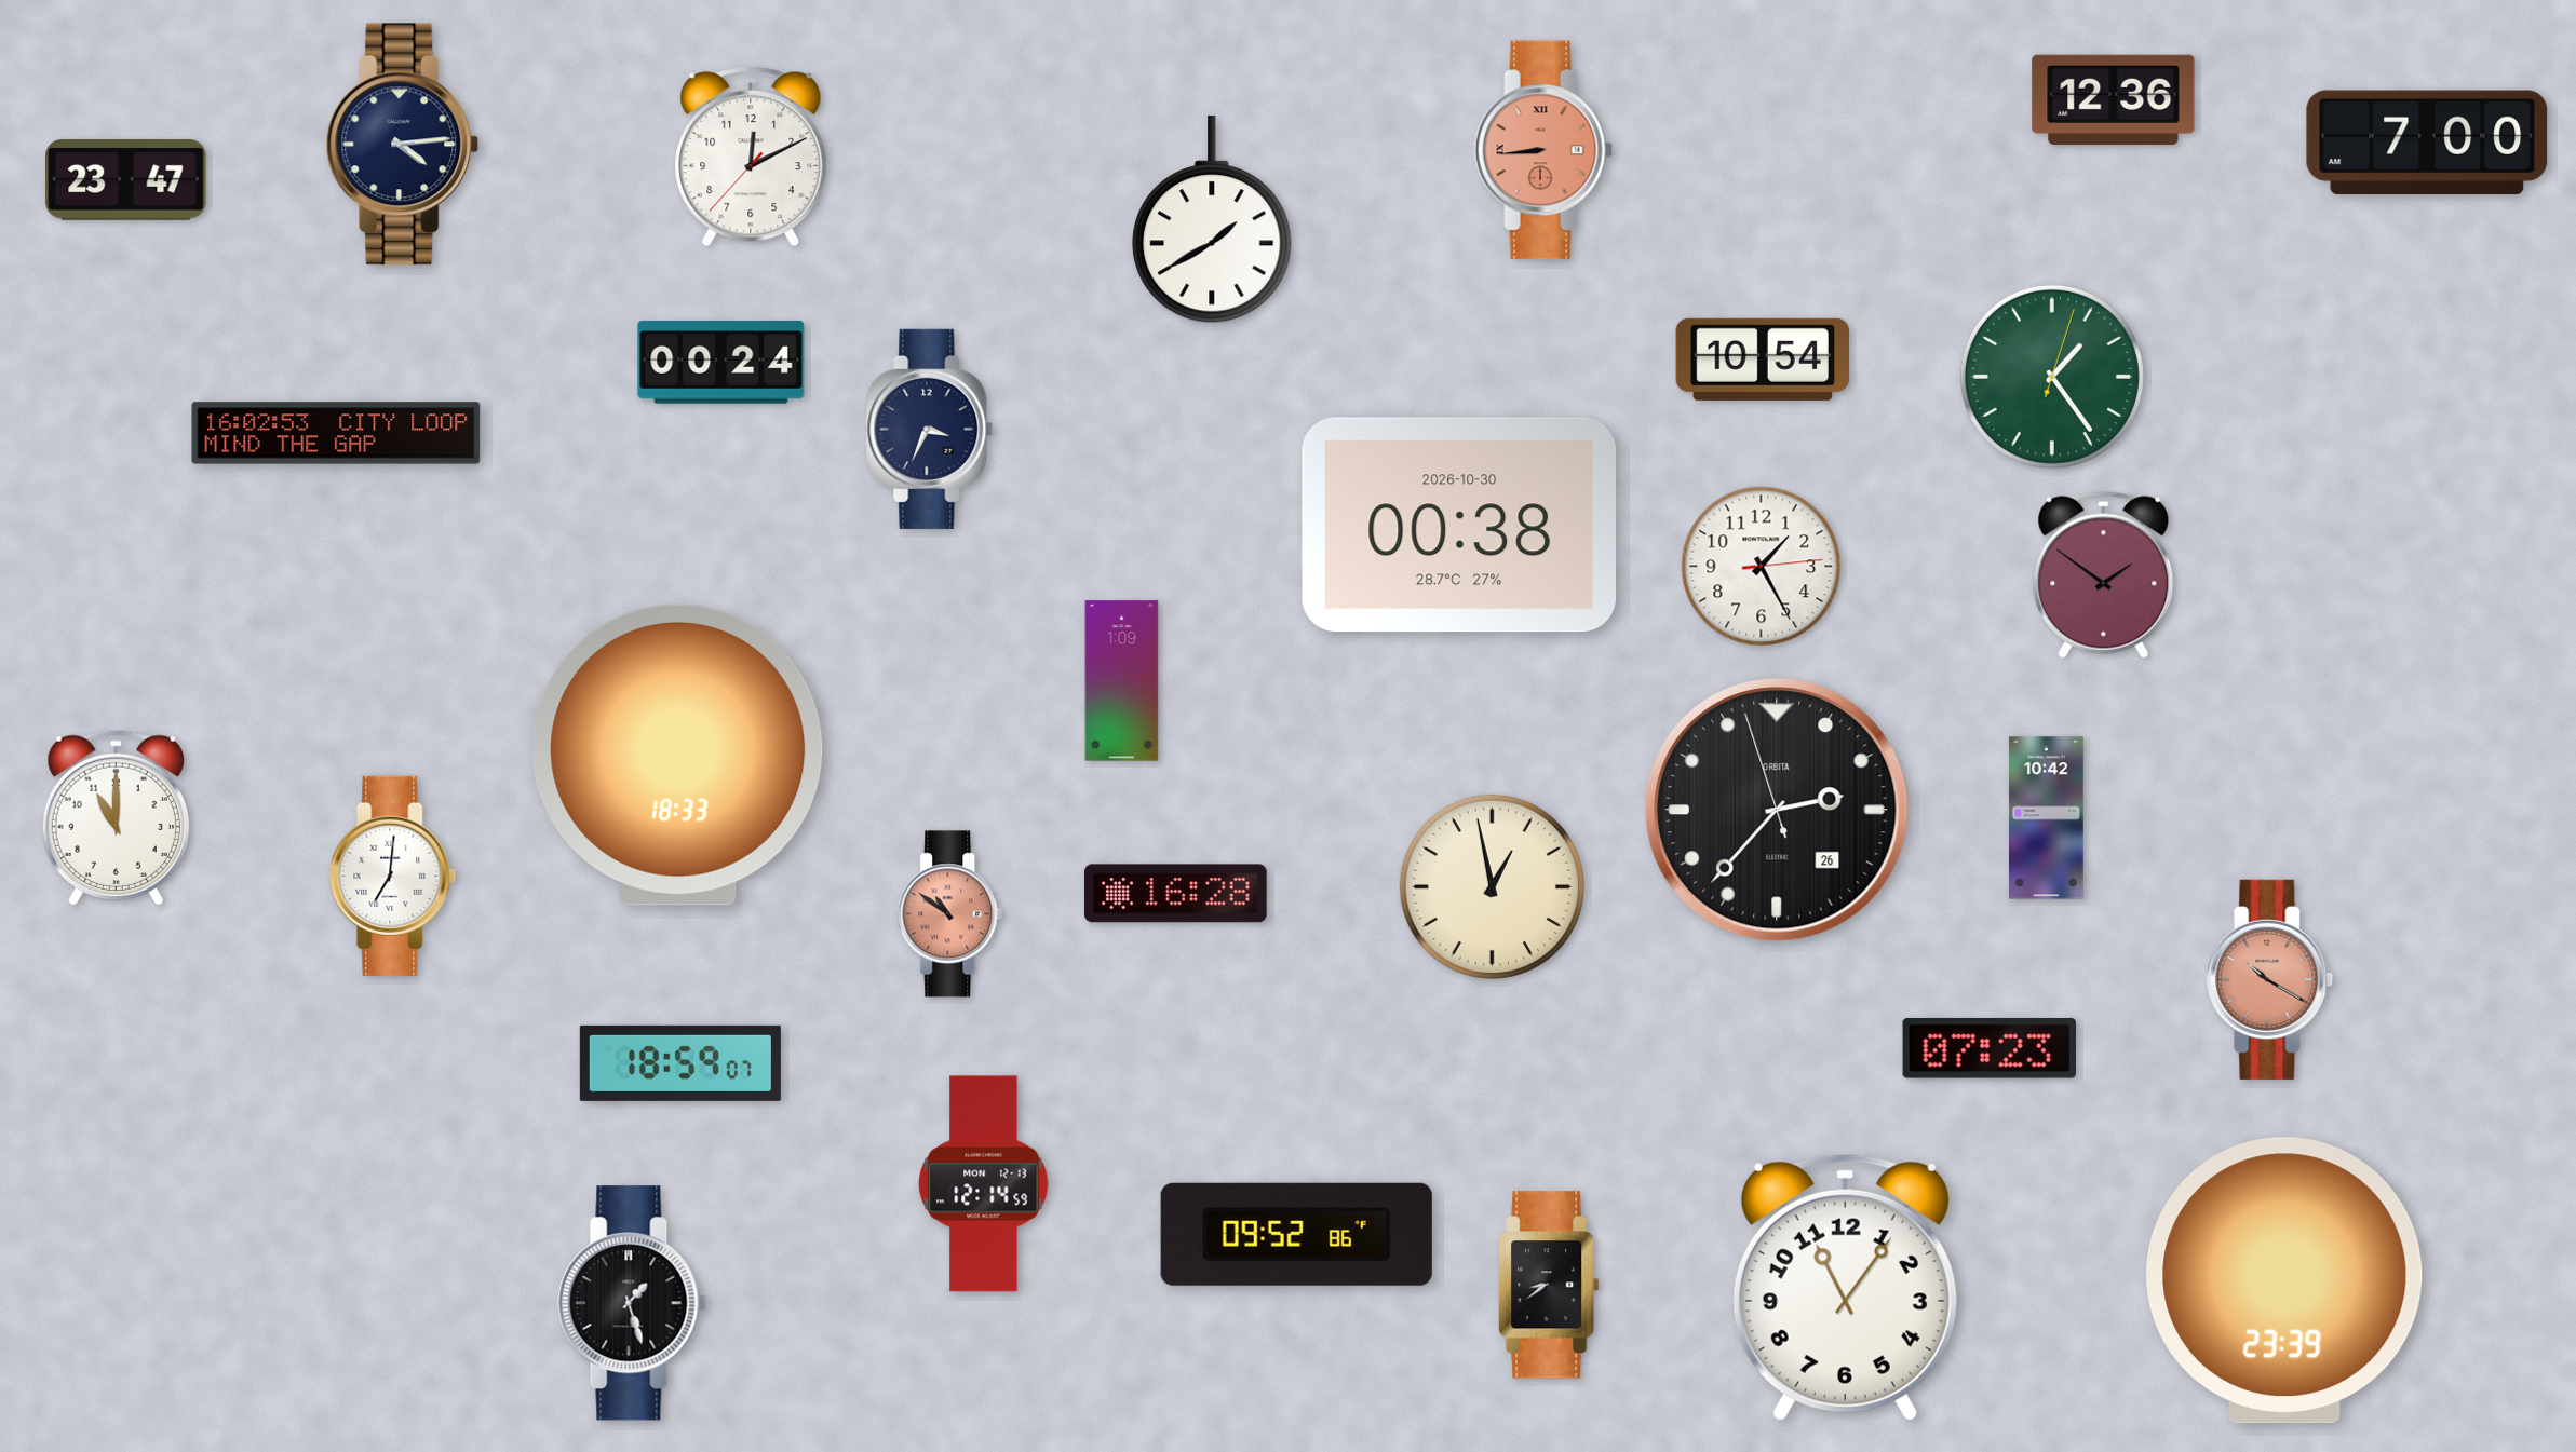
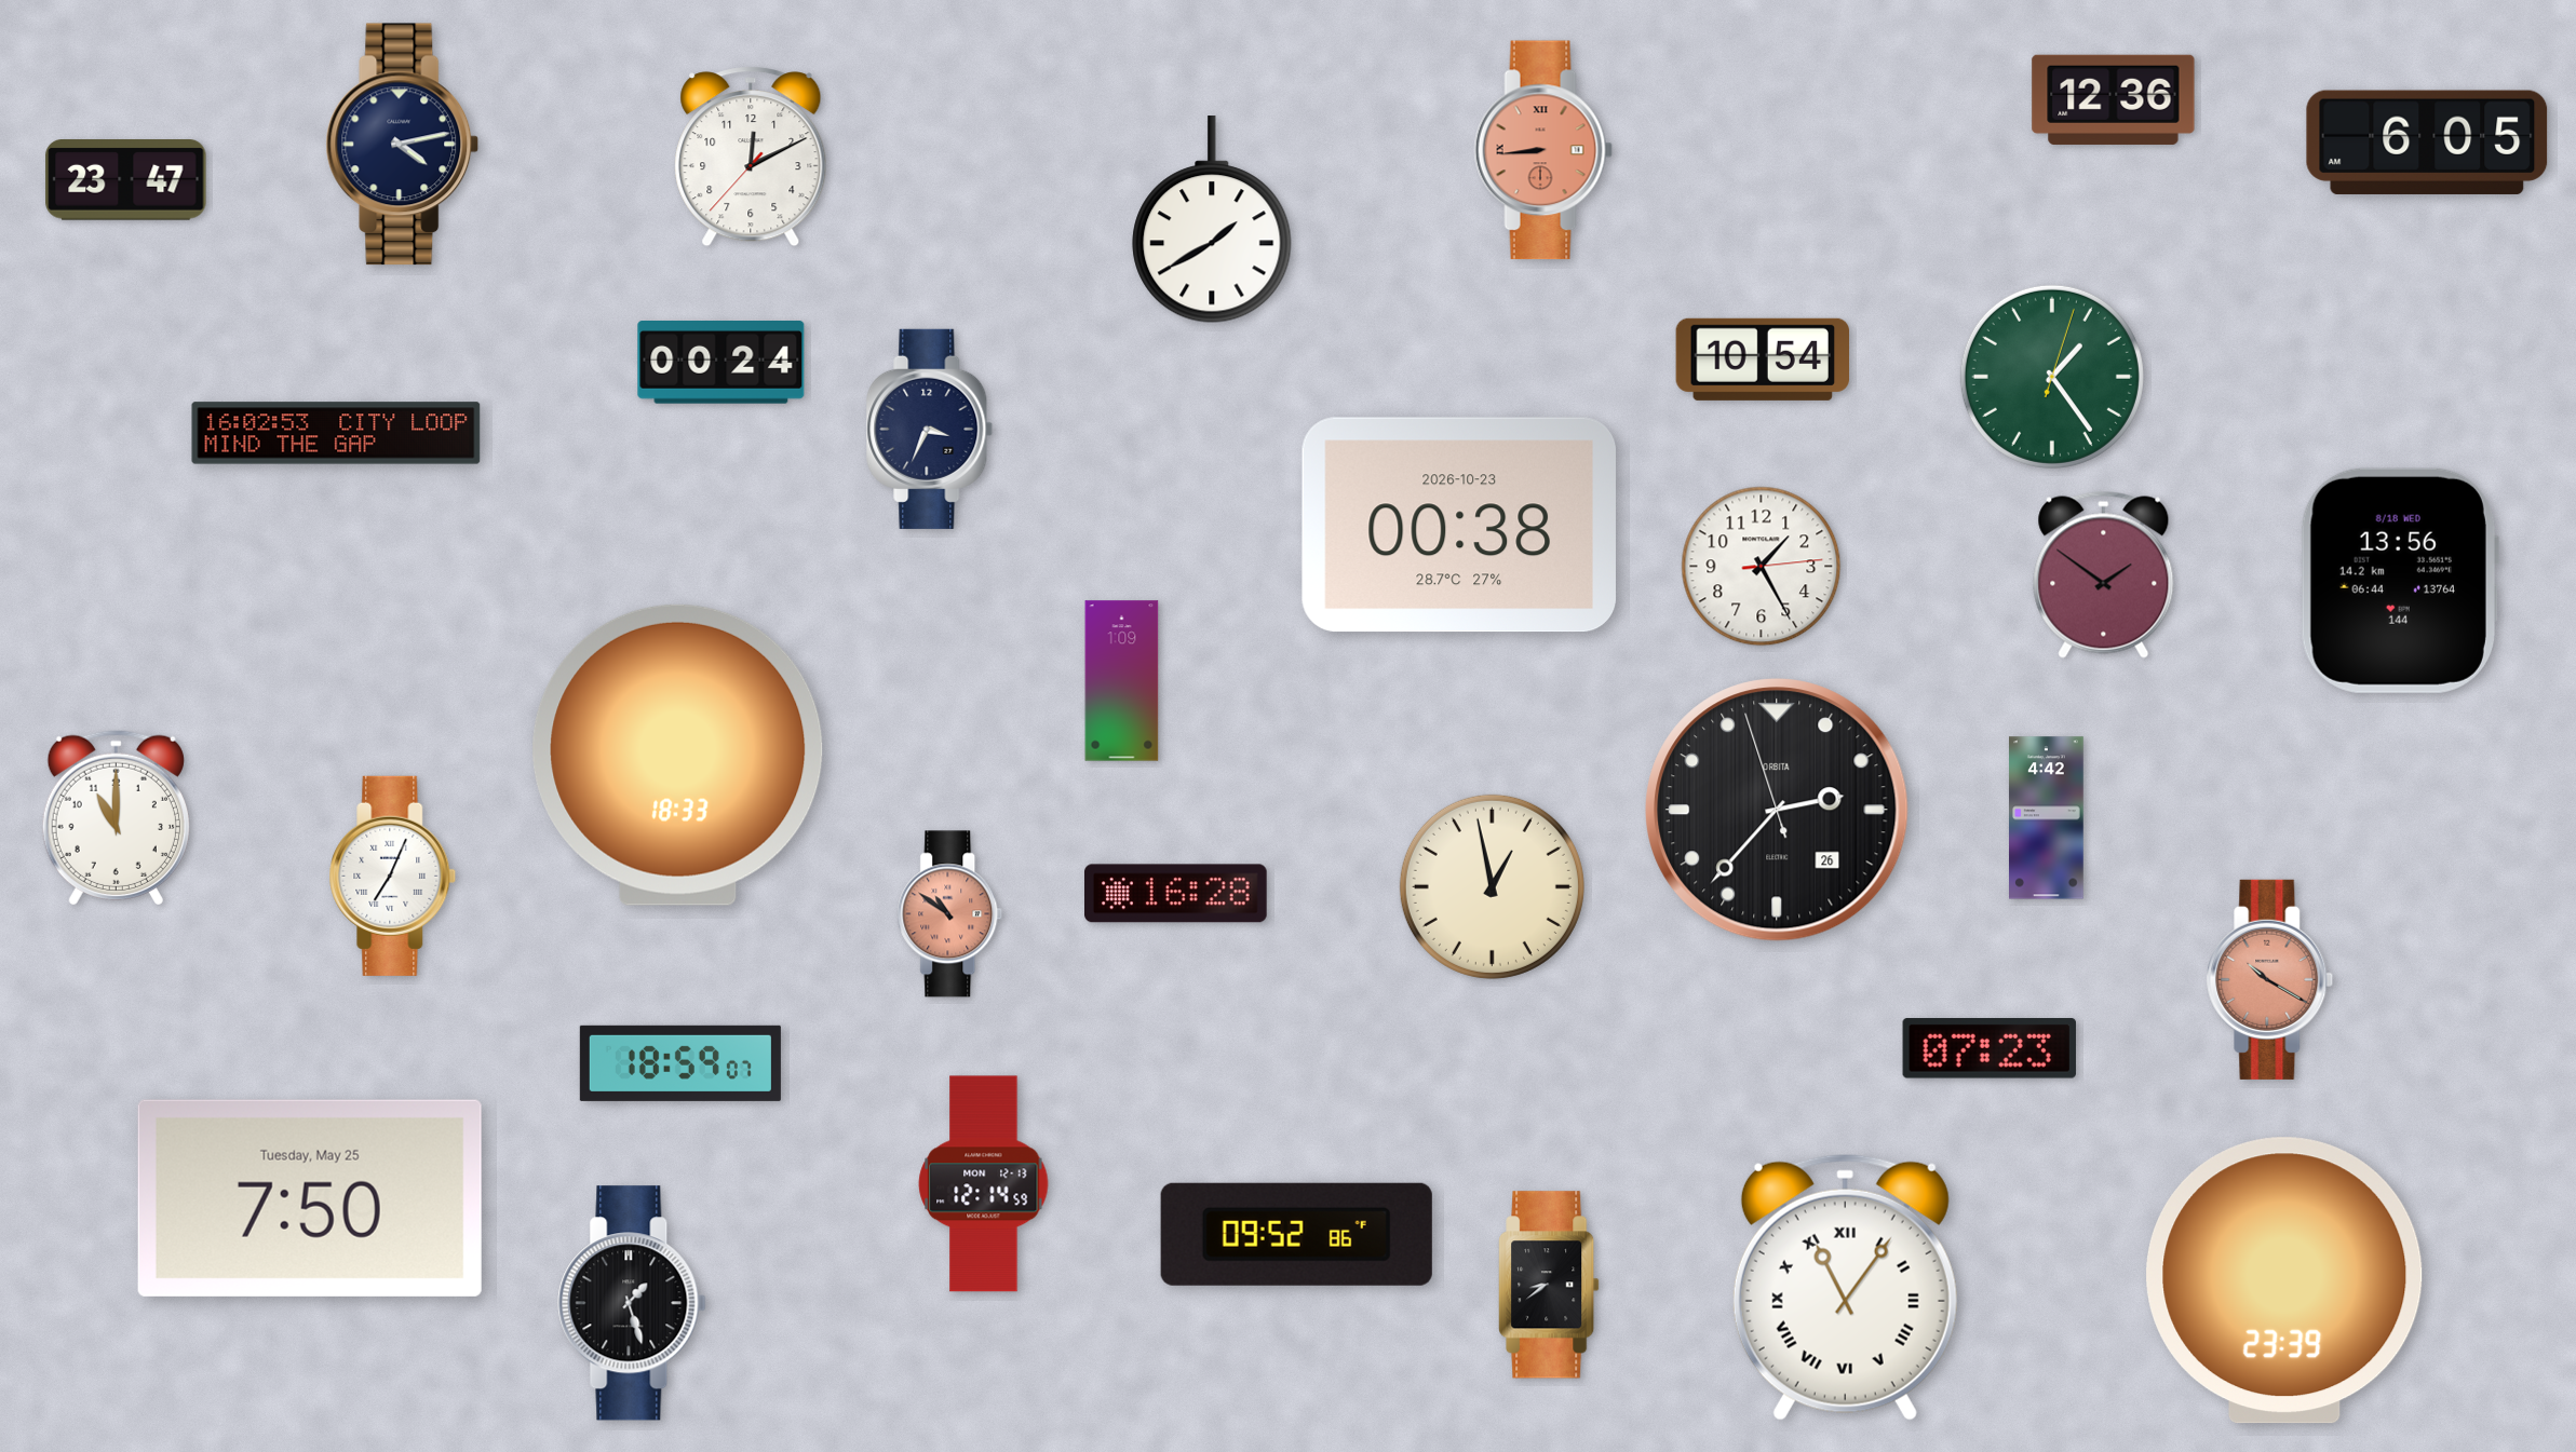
clock at (2427, 141): 7:00 -> 6:05
clock at (403, 145): 4:14 -> 4:13
clock at (1459, 525) date: 2026-10-30 -> 2026-10-23
clock at (2399, 581): none -> 13:56
clock at (2047, 818): 10:42 -> 4:42
clock at (393, 876): 7:01 -> 7:04
clock at (310, 1198): none -> 7:50
clock at (1845, 1287) numerals: Arabic -> Roman
